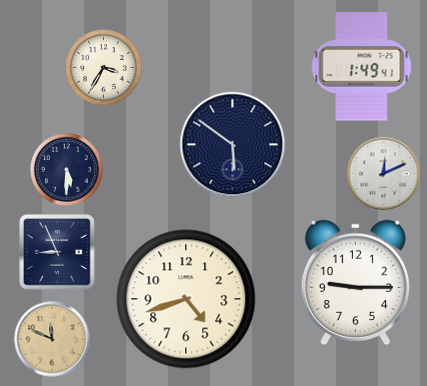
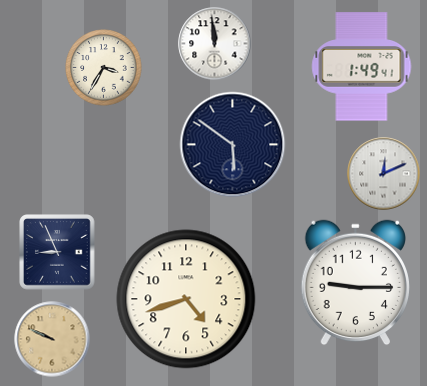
clock at (215, 44): none -> 11:59
clock at (67, 170): 5:30 -> none
clock at (52, 339): 11:49 -> 9:49
